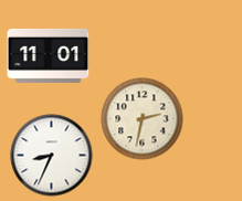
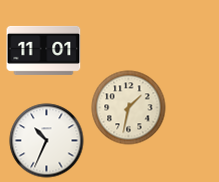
clock at (143, 119): 2:32 -> 1:32
clock at (52, 156): 8:34 -> 10:34
